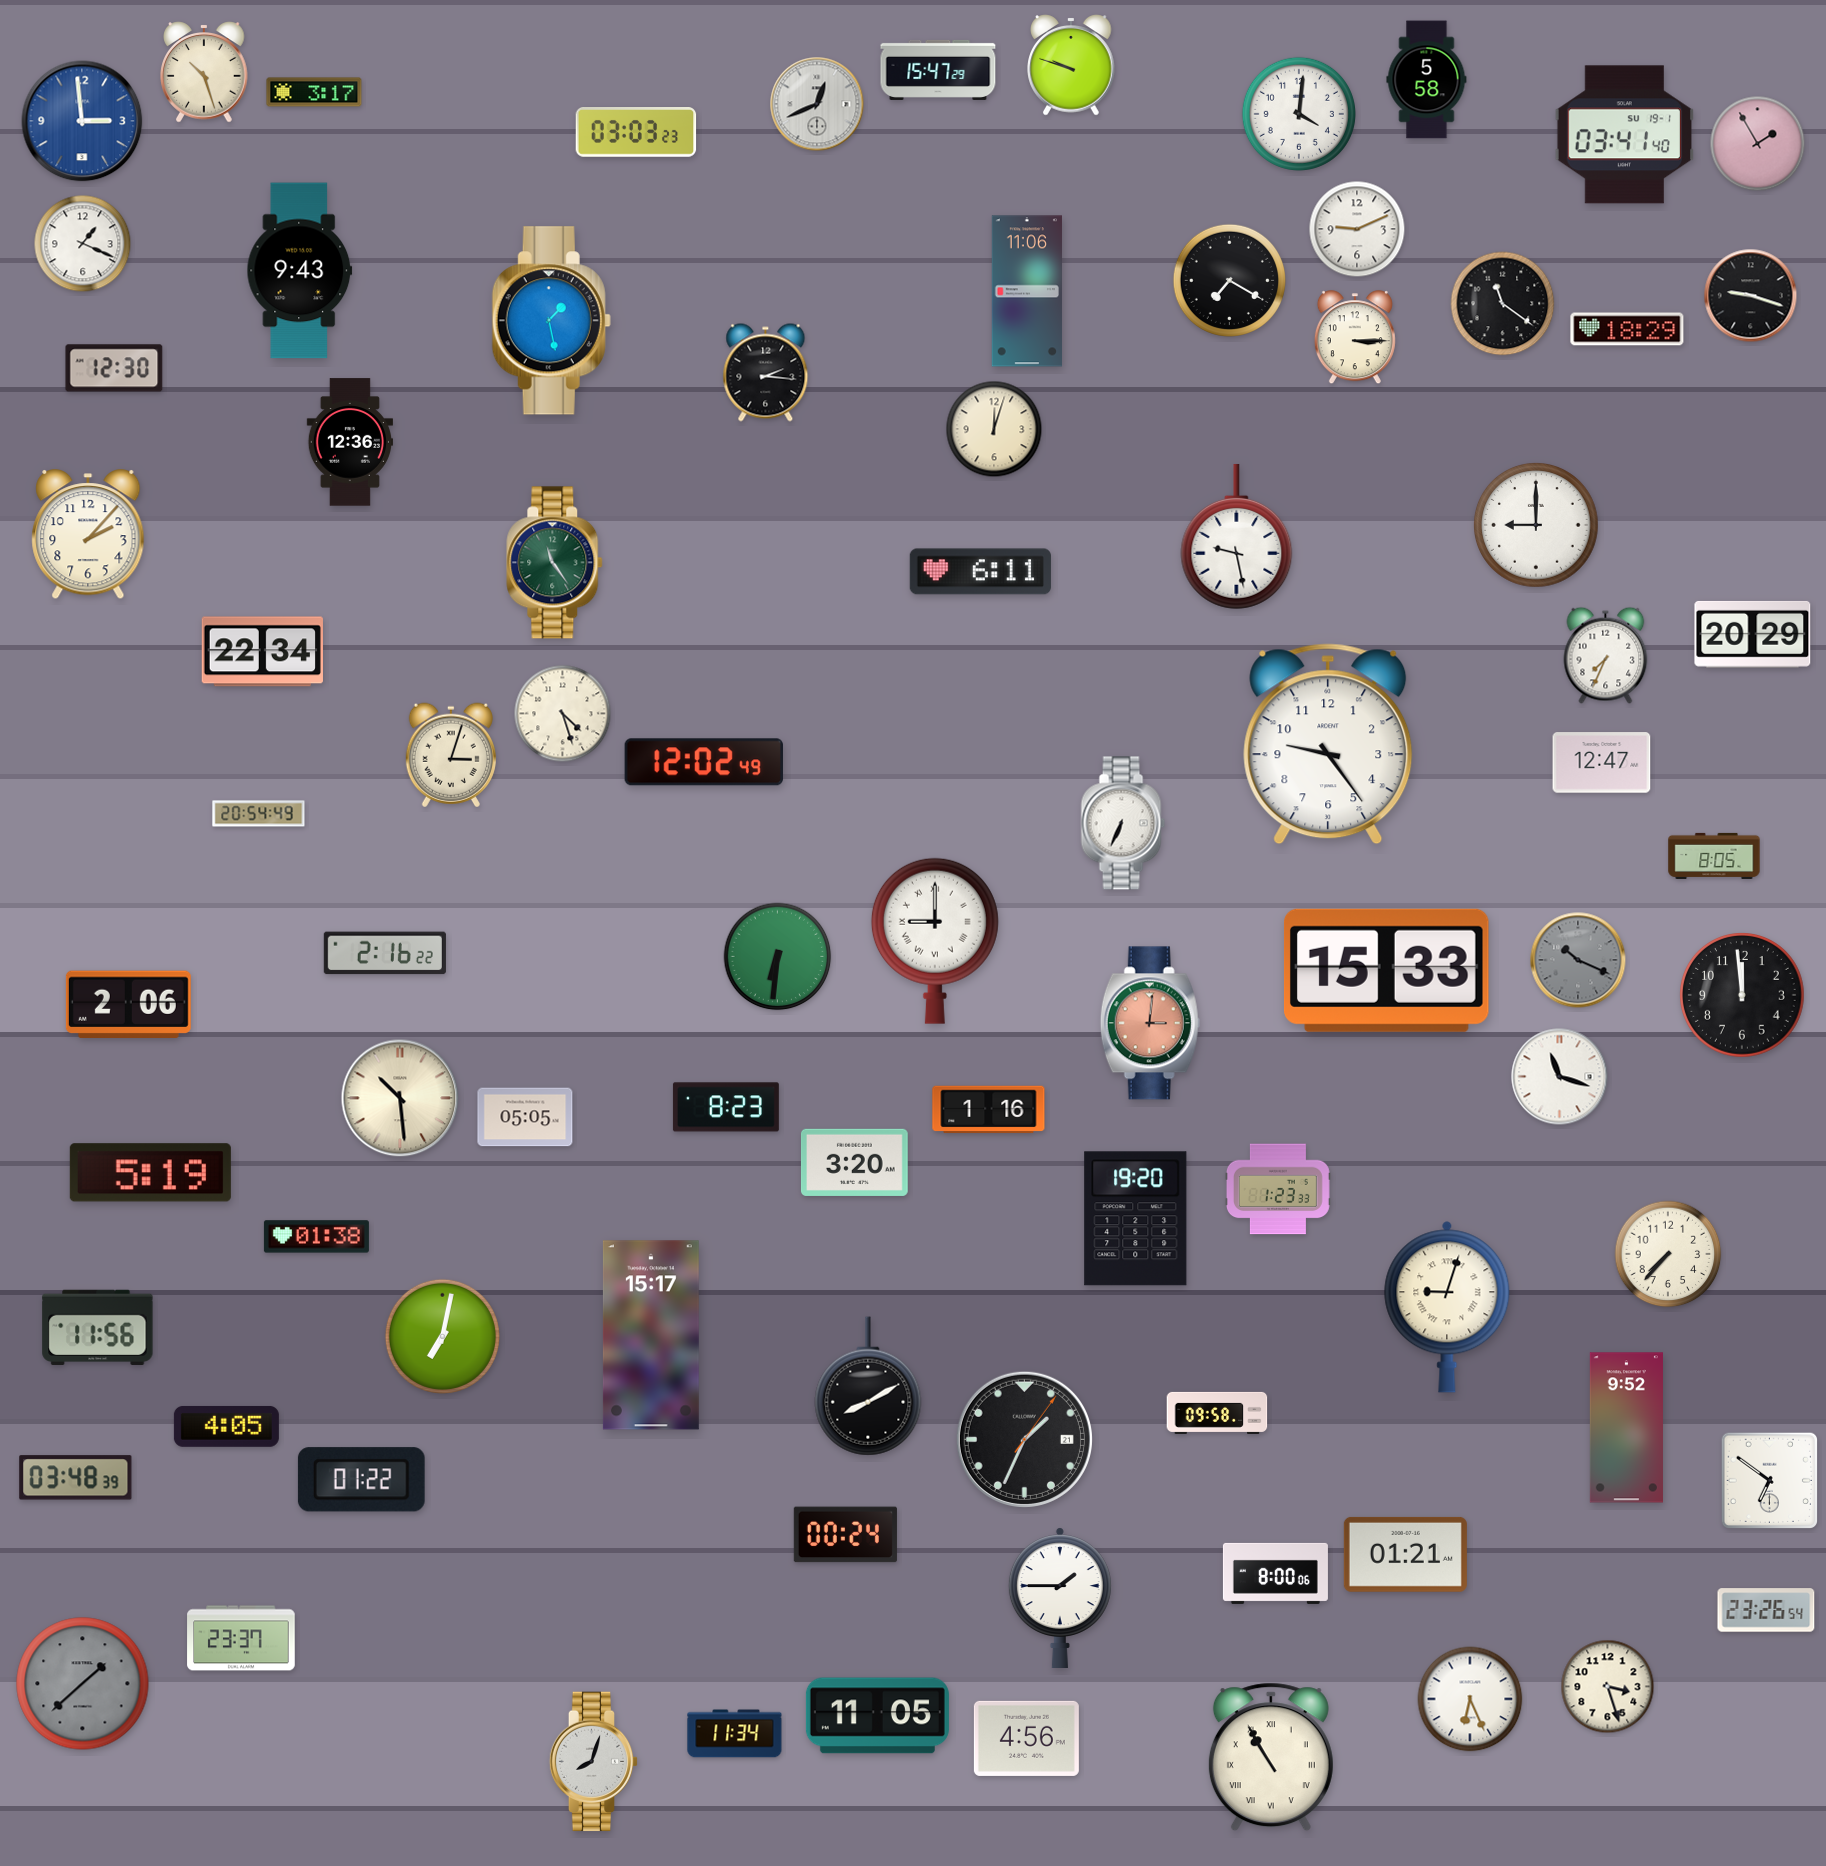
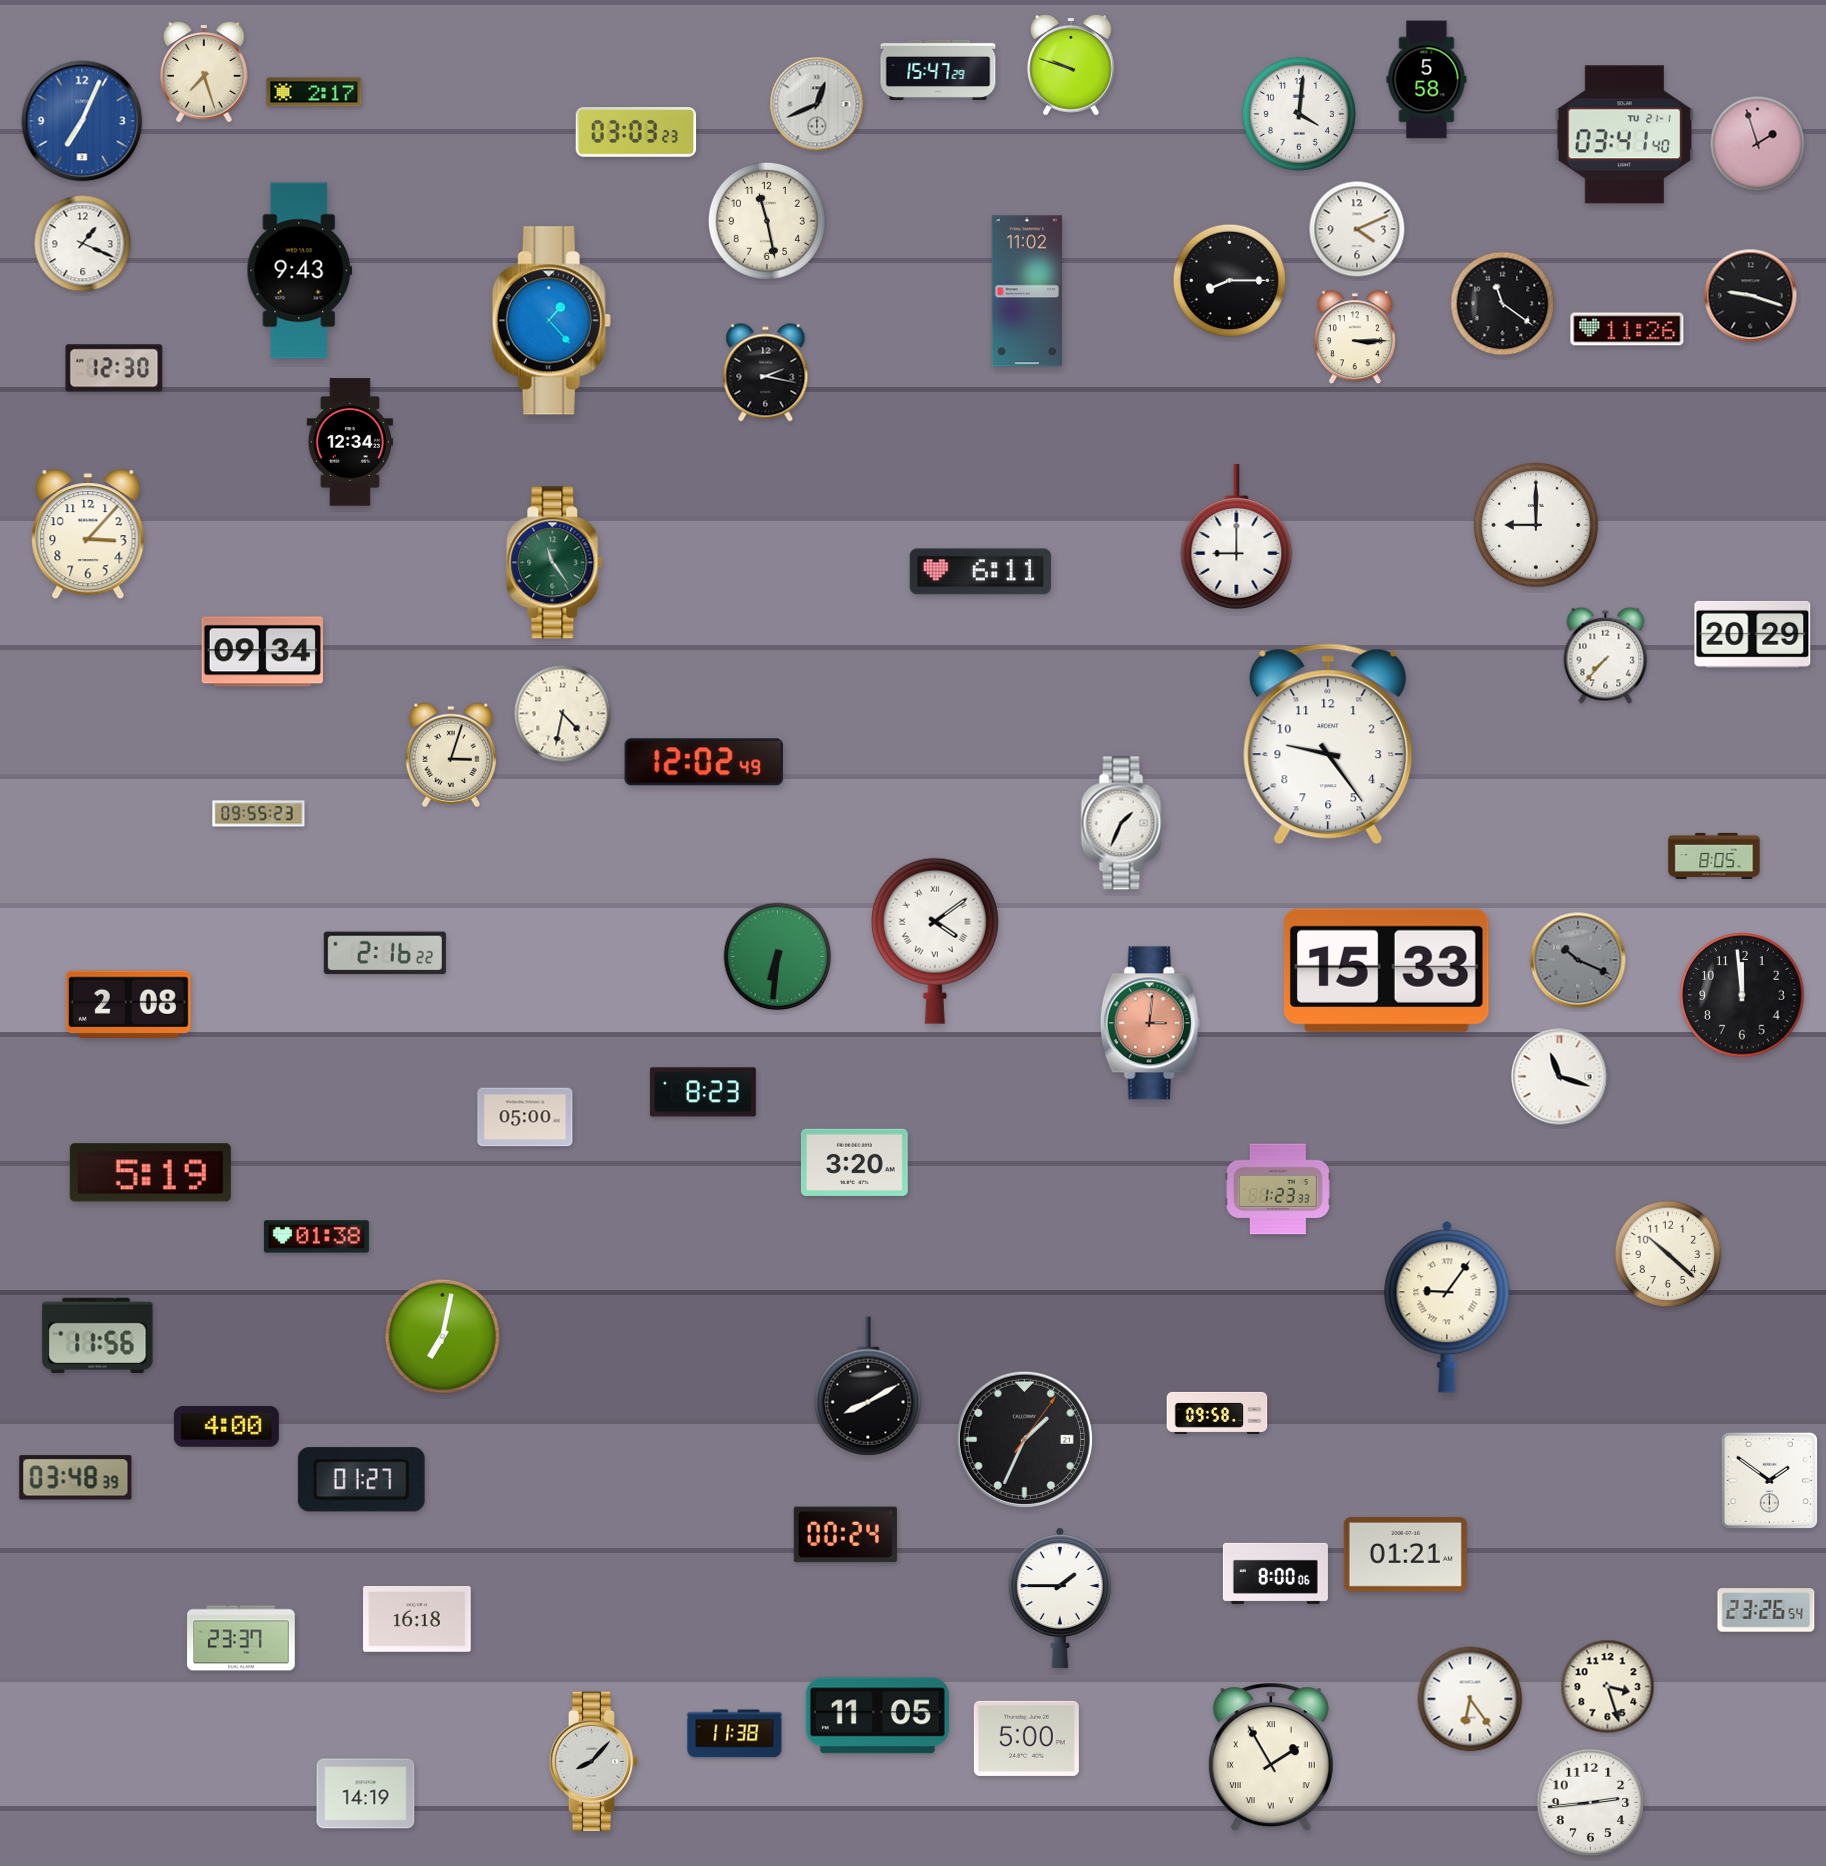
clock at (204, 72): 10:27 -> 7:27
clock at (314, 92): 3:17 -> 2:17
clock at (82, 121): 2:59 -> 7:04
clock at (1624, 135) date: SU 19-1 -> TU 21-1
clock at (1758, 144): 1:55 -> 1:57
clock at (767, 221): none -> 11:28
clock at (1357, 229): 9:11 -> 4:11
clock at (1229, 280): 7:20 -> 8:15
clock at (1027, 291): 11:06 -> 11:02
clock at (551, 321): 1:28 -> 1:23
clock at (1627, 329): 18:29 -> 11:26
clock at (766, 373): 2:16 -> 2:17
clock at (994, 429): 12:03 -> none
clock at (349, 442): 12:36 -> 12:34
clock at (88, 535): 2:07 -> 3:07
clock at (1237, 536): 9:28 -> 9:00
clock at (262, 652): 22:34 -> 09:34
clock at (1606, 655): 7:34 -> 7:37
clock at (563, 714): 4:27 -> 4:32
clock at (1602, 763): 12:47 -> none
clock at (259, 814): 20:54 -> 09:55
clock at (1123, 823): 6:34 -> 1:34
clock at (935, 941): 9:00 -> 4:09
clock at (128, 1005): 2:06 -> 2:08
clock at (400, 1098): 10:29 -> none
clock at (726, 1107) position: (726, 1107) -> (703, 1092)
clock at (989, 1110): 1:16 -> none
clock at (525, 1117): 05:05 -> 05:00
clock at (1136, 1219): 19:20 -> none
clock at (1668, 1254): 7:37 -> 10:22
clock at (1447, 1307): 9:03 -> 9:06
clock at (98, 1327) position: (98, 1327) -> (98, 1335)
clock at (651, 1335): 15:17 -> none
clock at (226, 1426): 4:05 -> 4:00
clock at (1626, 1428): 9:52 -> none
clock at (361, 1480): 01:22 -> 01:27
clock at (1769, 1480): 6:51 -> 1:51
clock at (417, 1620): none -> 16:18
clock at (83, 1684): 1:38 -> none
clock at (1470, 1699): 6:26 -> 6:24
clock at (735, 1734): 11:34 -> 11:38
clock at (1026, 1738): 4:56 -> 5:00
clock at (1271, 1757): 10:55 -> 1:55
clock at (594, 1762): 8:03 -> 8:07
clock at (366, 1794): none -> 14:19
clock at (1591, 1803): none -> 2:44
